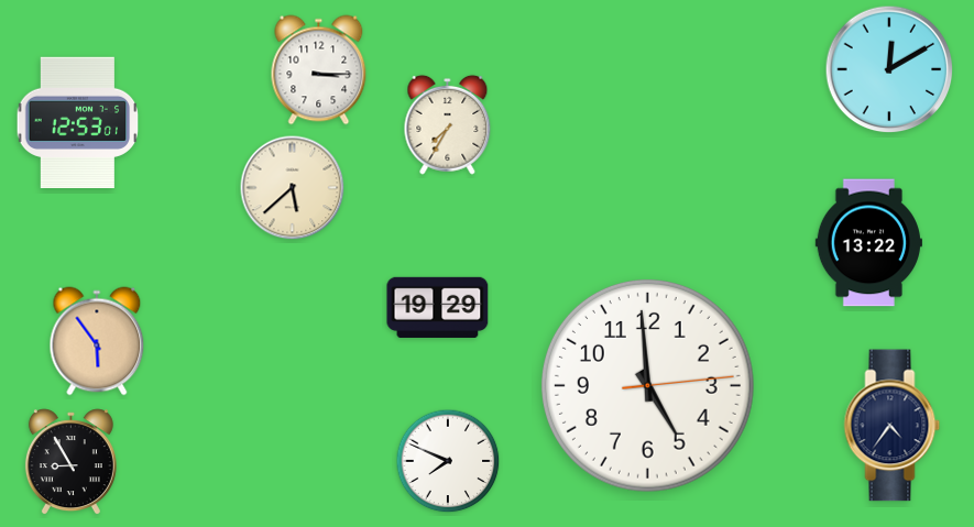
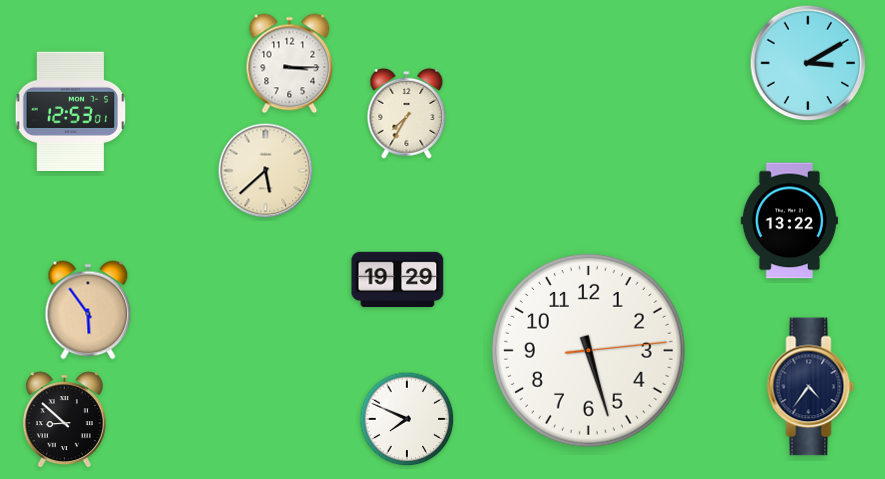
clock at (889, 69): 12:10 -> 3:10
clock at (647, 385): 4:59 -> 5:27
clock at (70, 462): 8:55 -> 8:52
